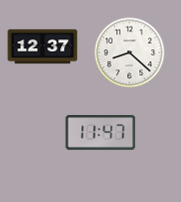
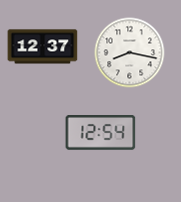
clock at (130, 53): 8:22 -> 8:17
clock at (101, 133): 11:47 -> 12:54
